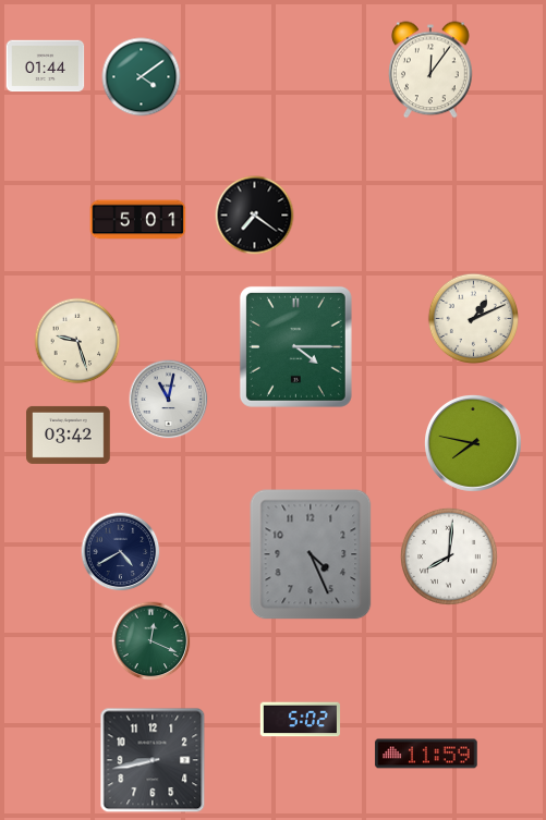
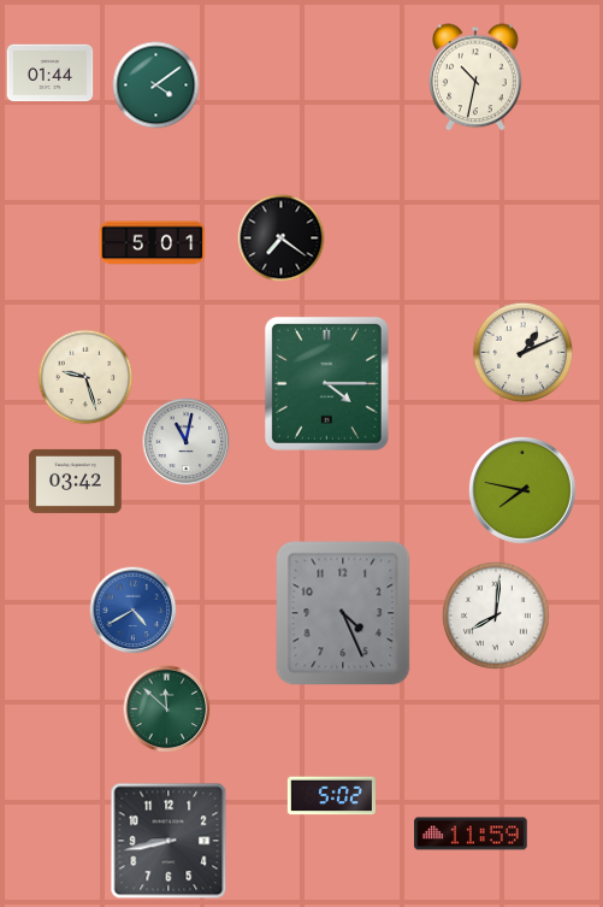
clock at (432, 70): 12:06 -> 10:32
clock at (121, 552) dial: navy -> blue
clock at (151, 641): 12:19 -> 11:52
